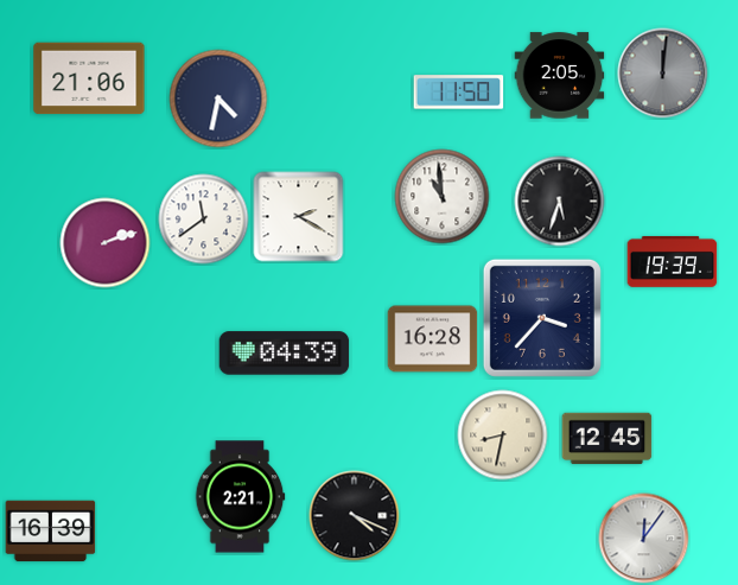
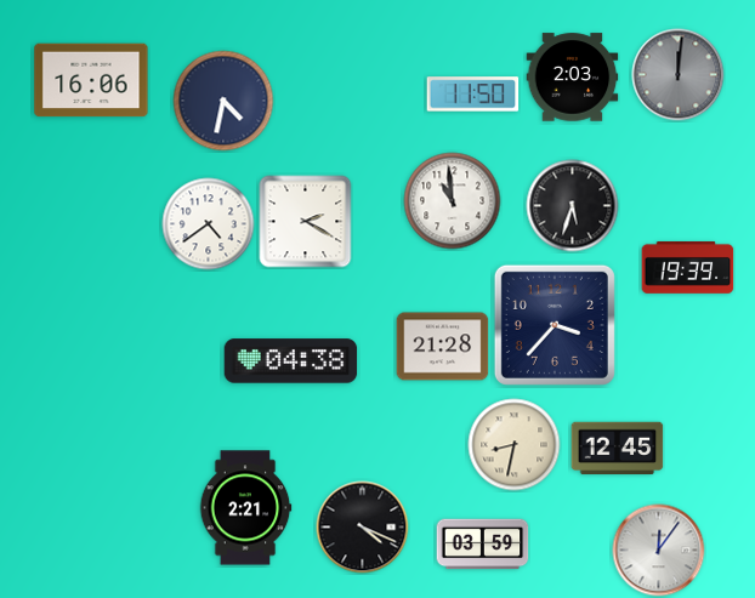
clock at (560, 76): 2:05 -> 2:03
clock at (89, 78): 21:06 -> 16:06
clock at (459, 93) position: (459, 93) -> (473, 95)
clock at (204, 220): 11:39 -> 4:39
clock at (106, 243): 2:12 -> none
clock at (433, 339): 16:28 -> 21:28
clock at (285, 354): 04:39 -> 04:38
clock at (607, 439) position: (607, 439) -> (618, 449)
clock at (51, 532): 16:39 -> none
clock at (483, 545): none -> 03:59
